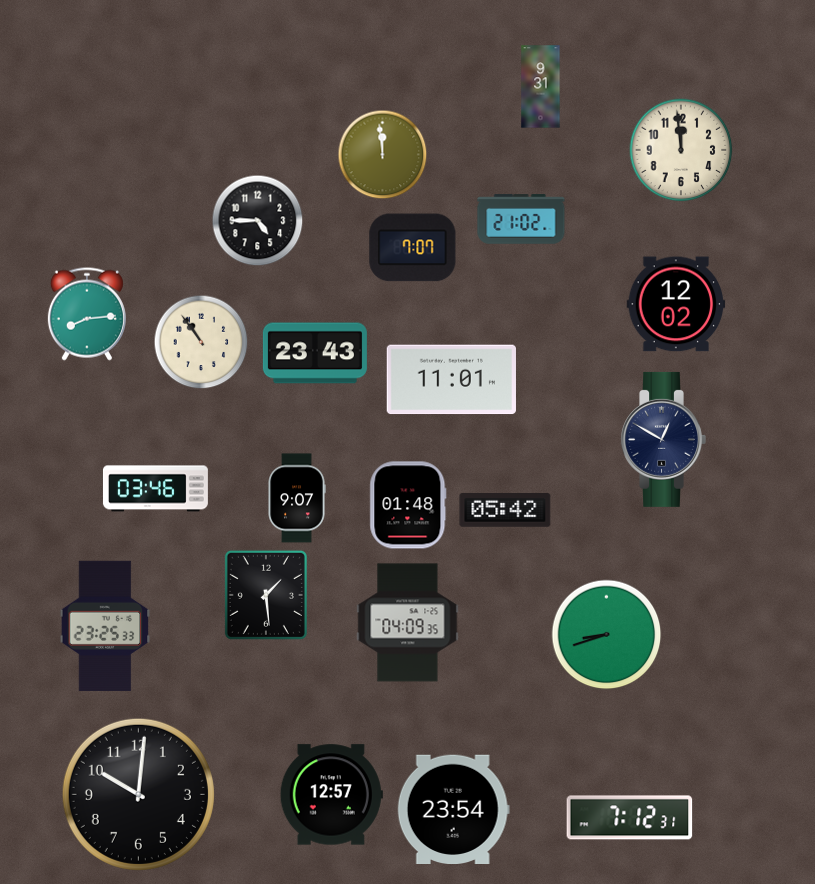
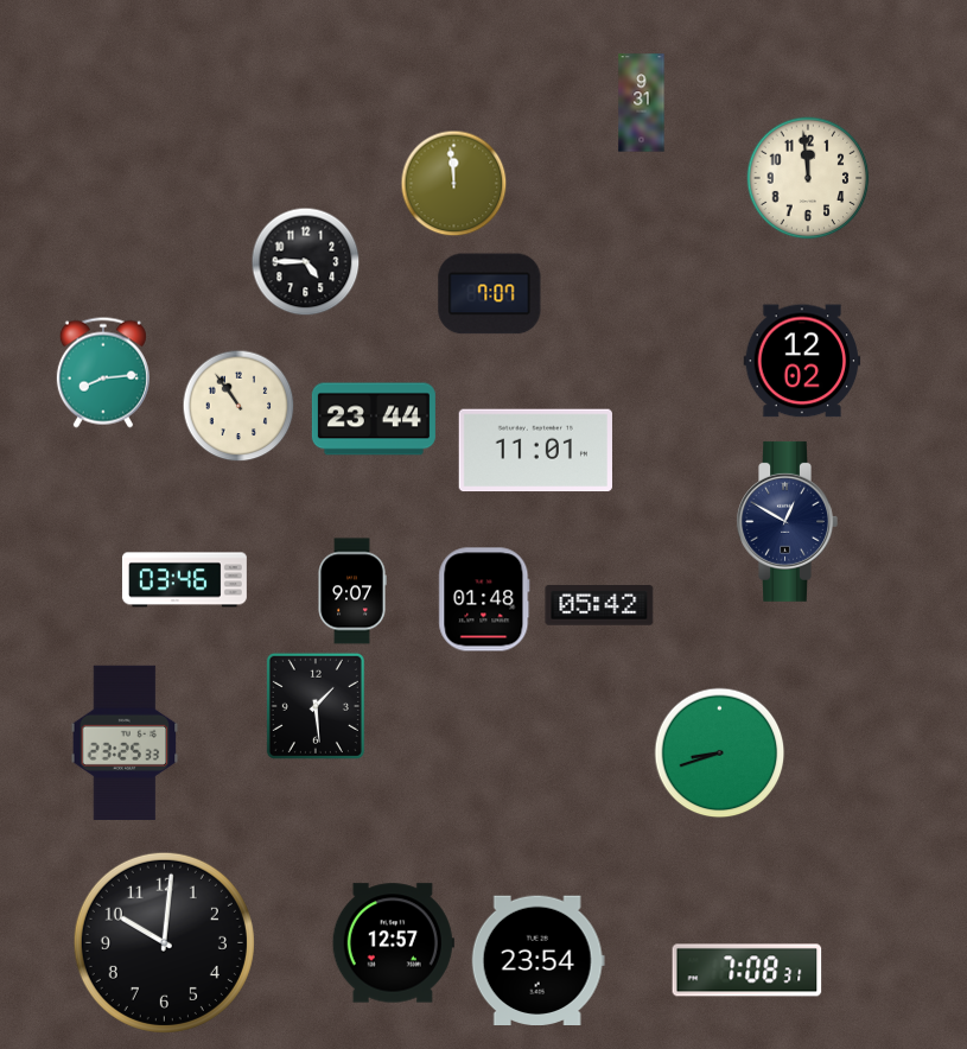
clock at (521, 219): 21:02 -> none
clock at (315, 353): 23:43 -> 23:44
clock at (408, 623): 04:09 -> none
clock at (630, 818): 7:12 -> 7:08
